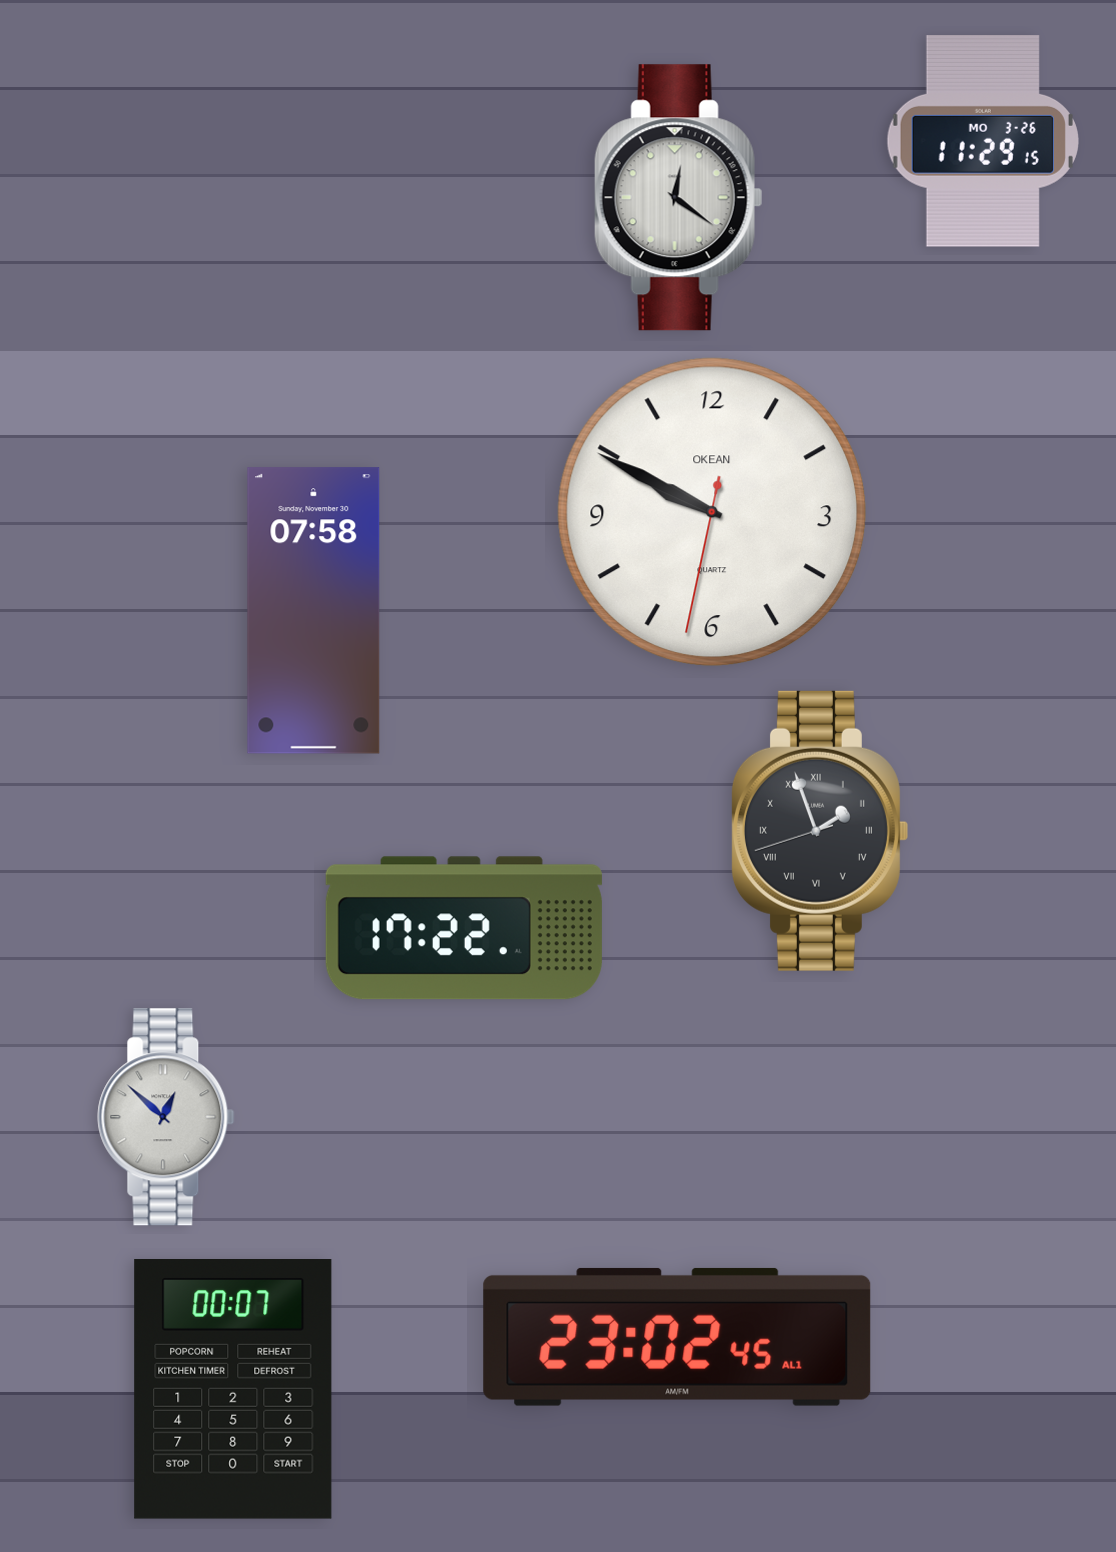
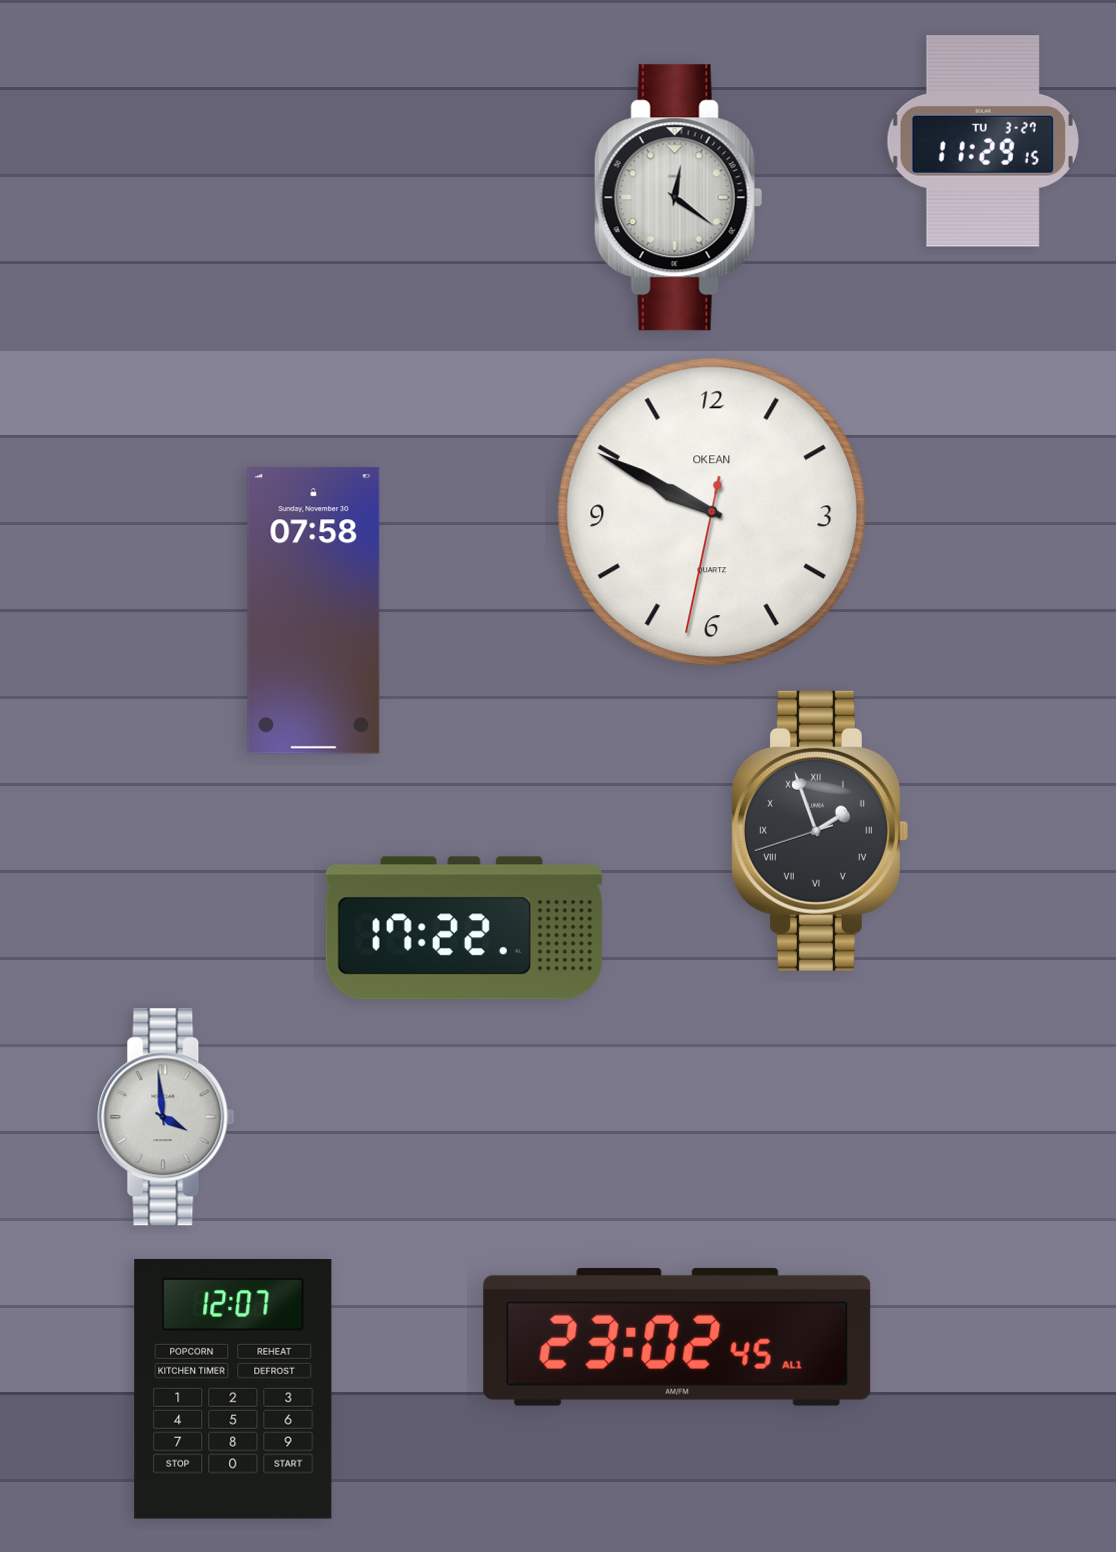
clock at (983, 142) date: MO 3-26 -> TU 3-27
clock at (166, 1117): 12:52 -> 3:59
clock at (233, 1390): 00:07 -> 12:07
